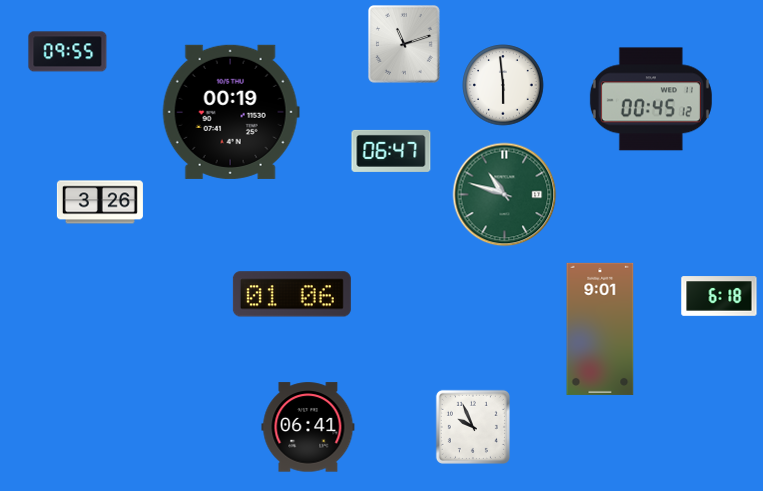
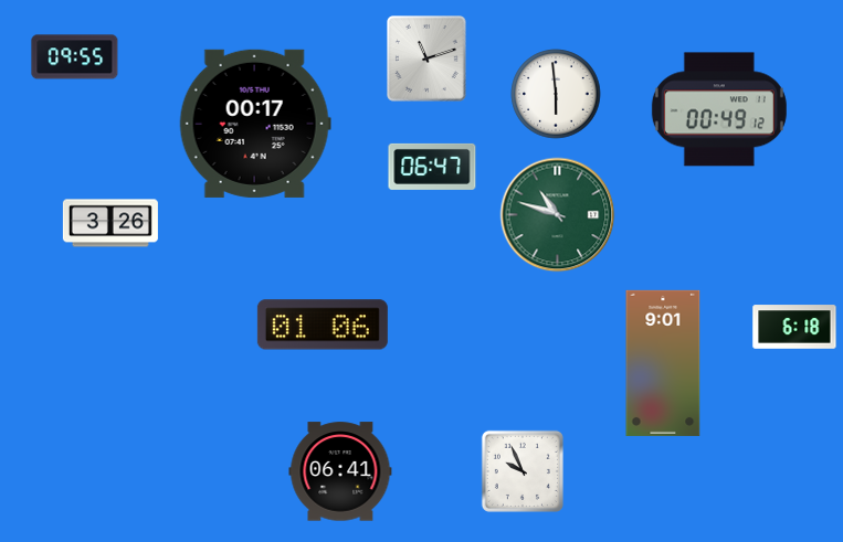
clock at (405, 45) position: (405, 45) -> (428, 60)
clock at (651, 99): 00:45 -> 00:49
clock at (231, 112): 00:19 -> 00:17
